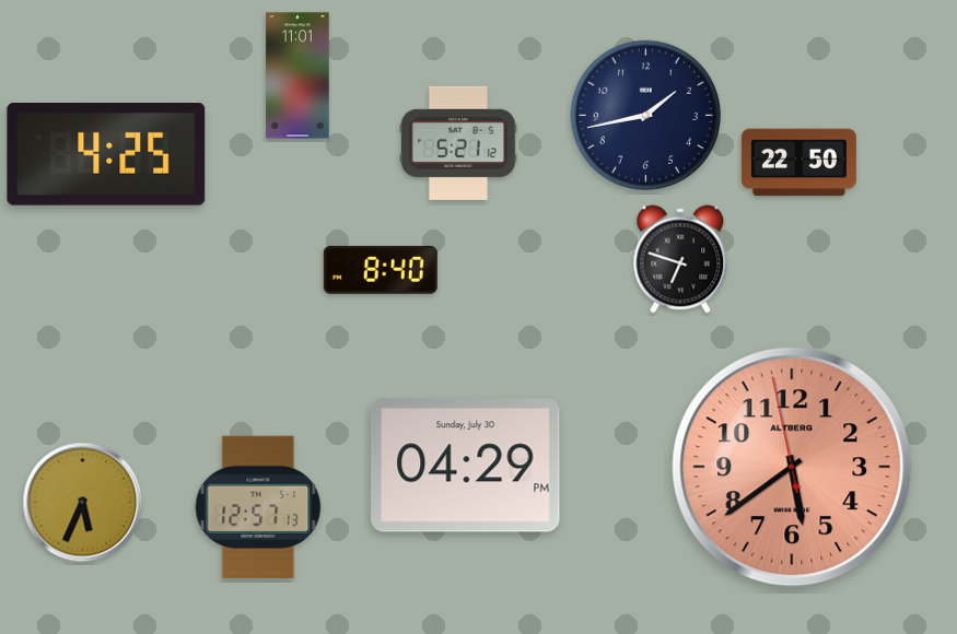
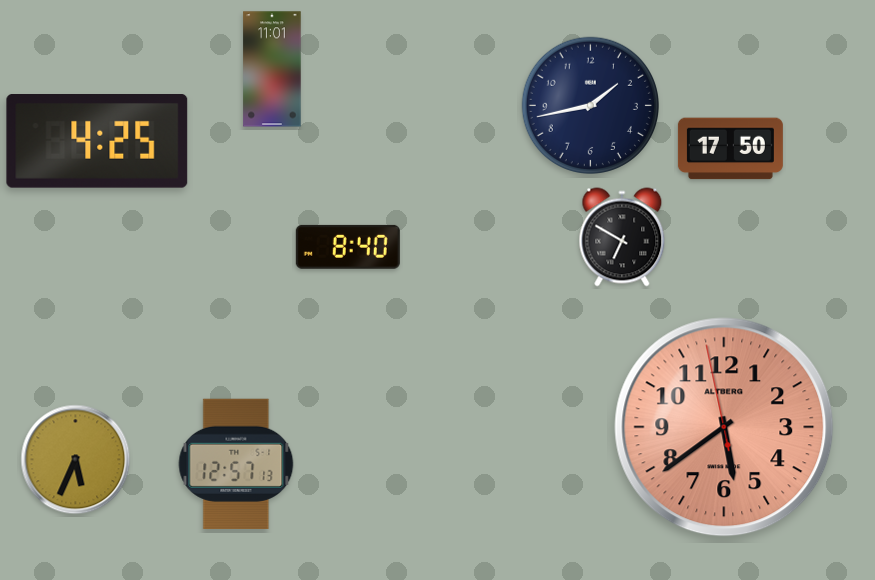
clock at (459, 143): 5:21 -> none
clock at (798, 163): 22:50 -> 17:50
clock at (680, 259): 6:48 -> 6:50
clock at (466, 466): 04:29 -> none
